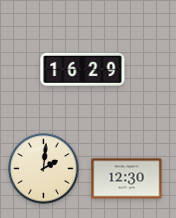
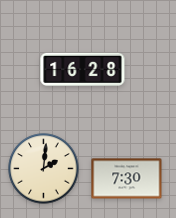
clock at (83, 69): 16:29 -> 16:28
clock at (127, 179): 12:30 -> 7:30
